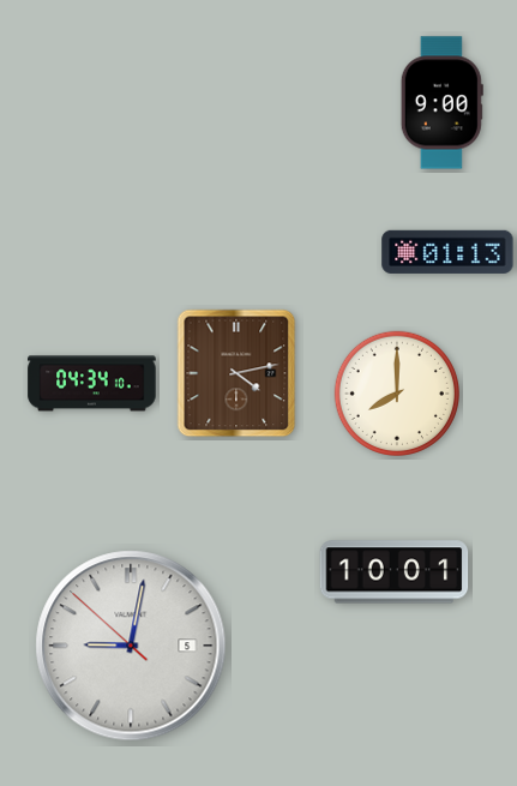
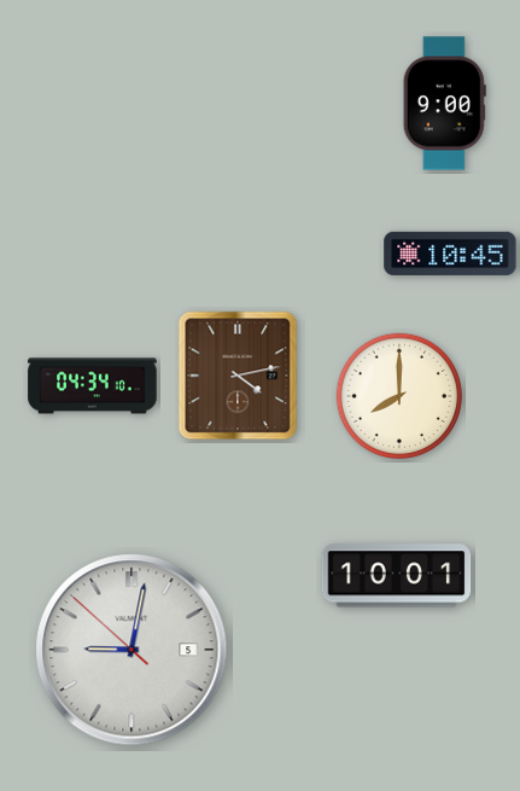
clock at (447, 252): 01:13 -> 10:45
